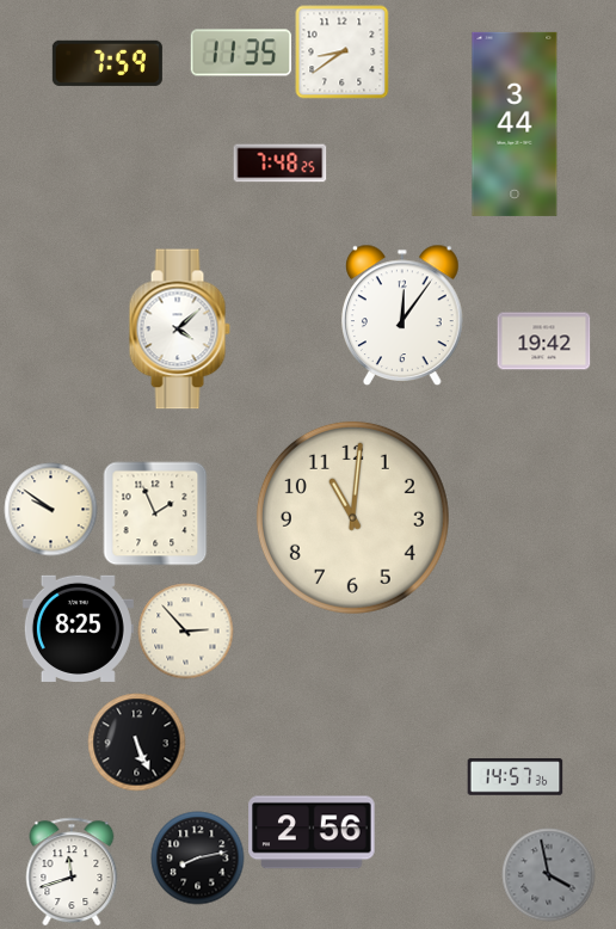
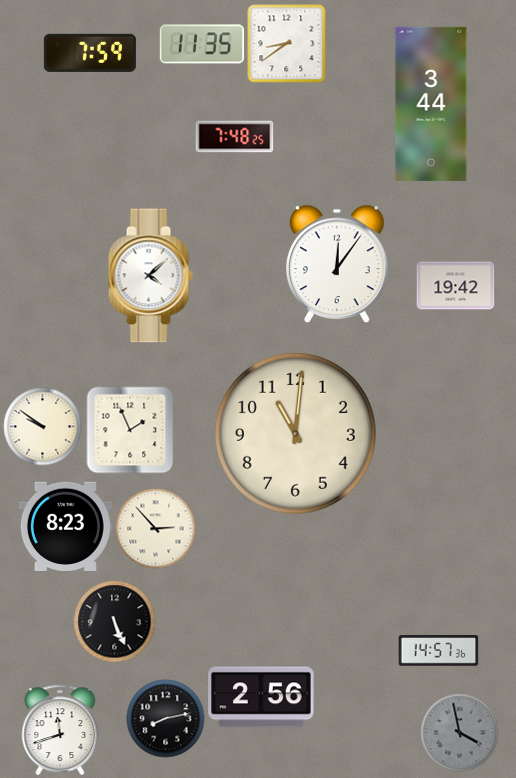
clock at (78, 628): 8:25 -> 8:23
clock at (515, 777) position: (515, 777) -> (438, 651)
